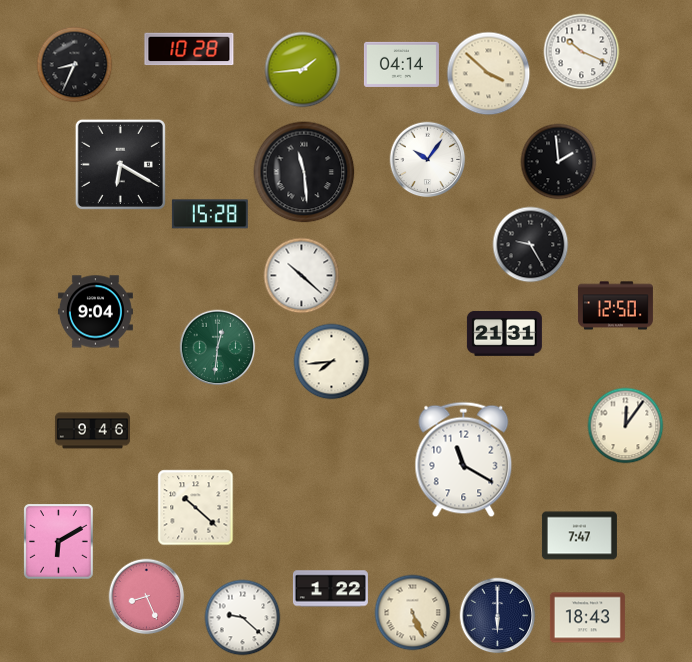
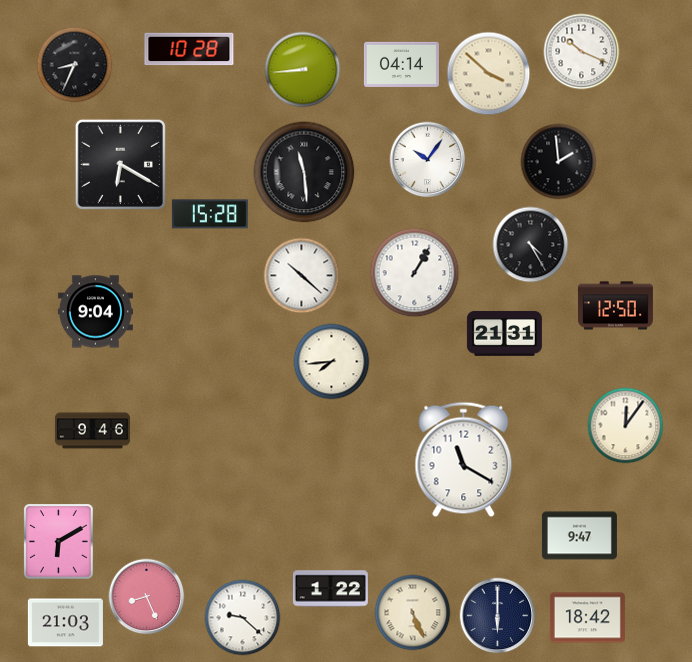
clock at (303, 70): 1:44 -> 8:44
clock at (531, 245): 9:25 -> 4:25
clock at (415, 273): none -> 1:05
clock at (218, 348): 12:31 -> none
clock at (196, 508): 10:22 -> none
clock at (579, 536): 7:47 -> 9:47
clock at (587, 618): 18:43 -> 18:42
clock at (65, 623): none -> 21:03
